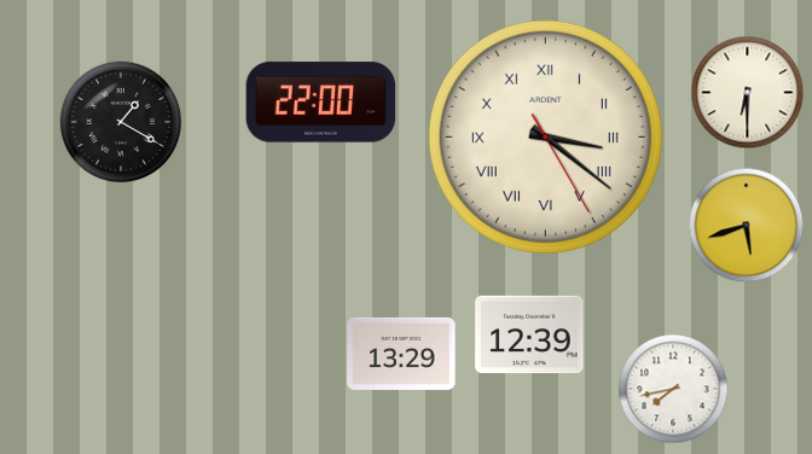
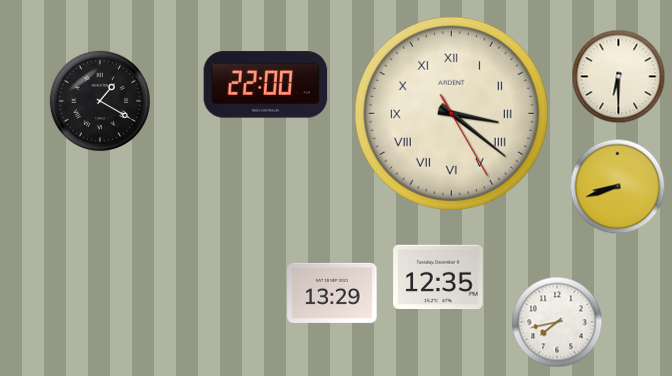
clock at (747, 226): 5:42 -> 8:42
clock at (529, 334): 12:39 -> 12:35
